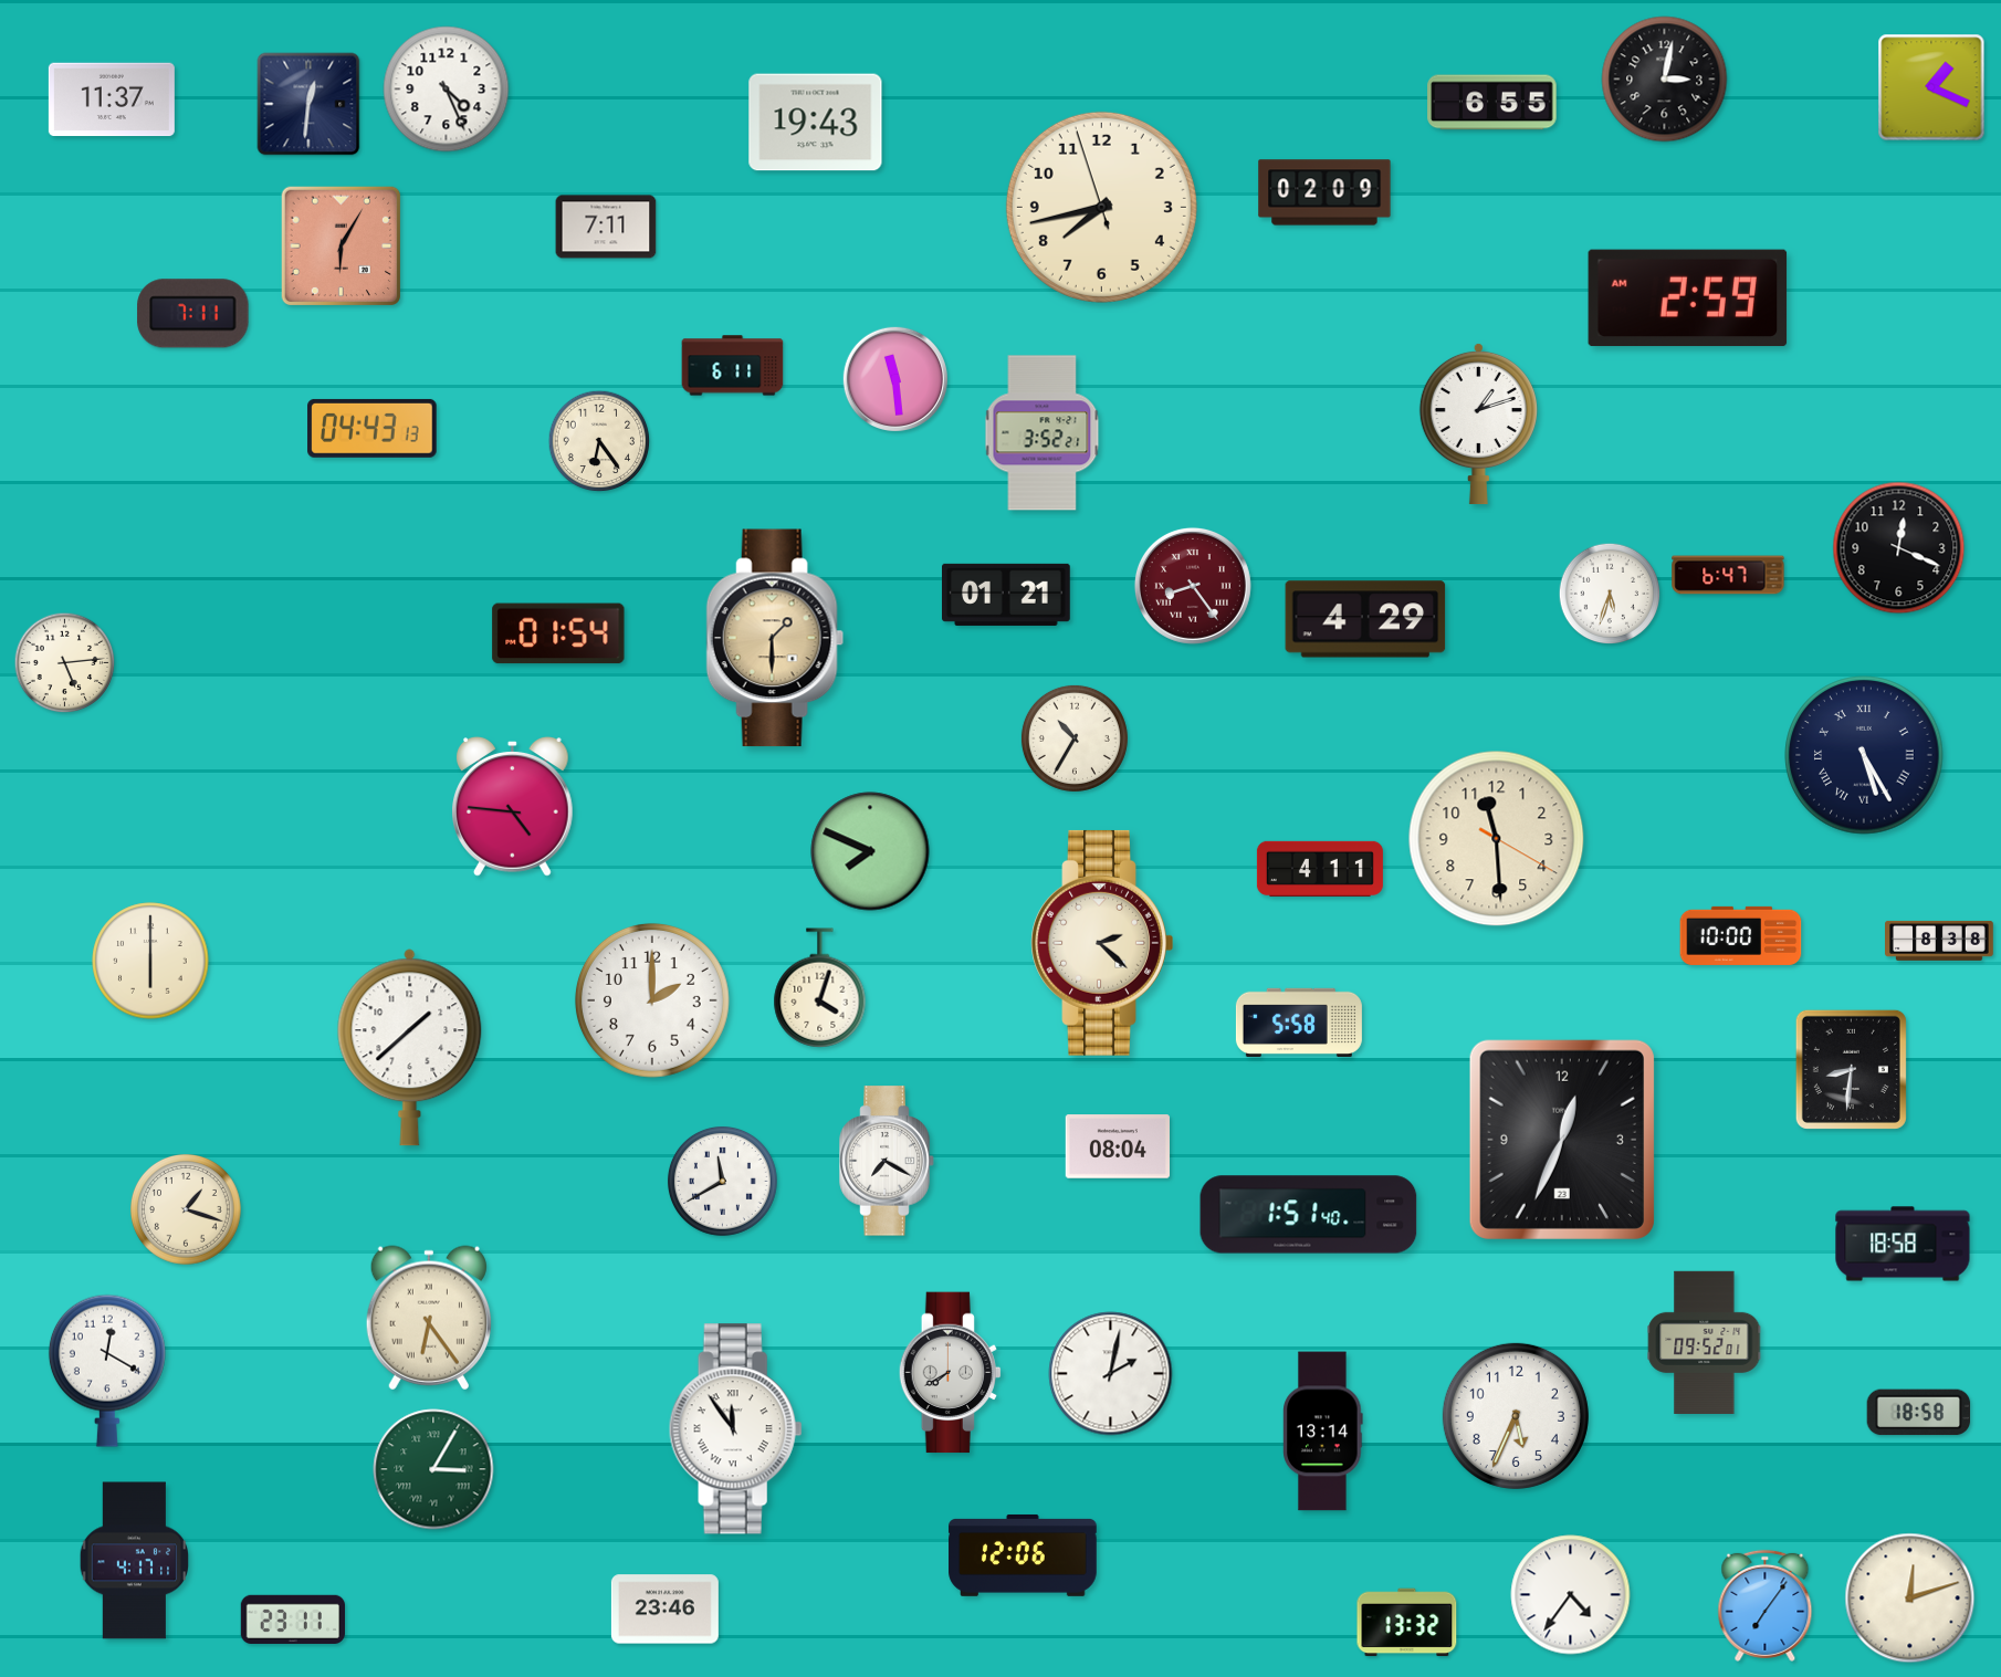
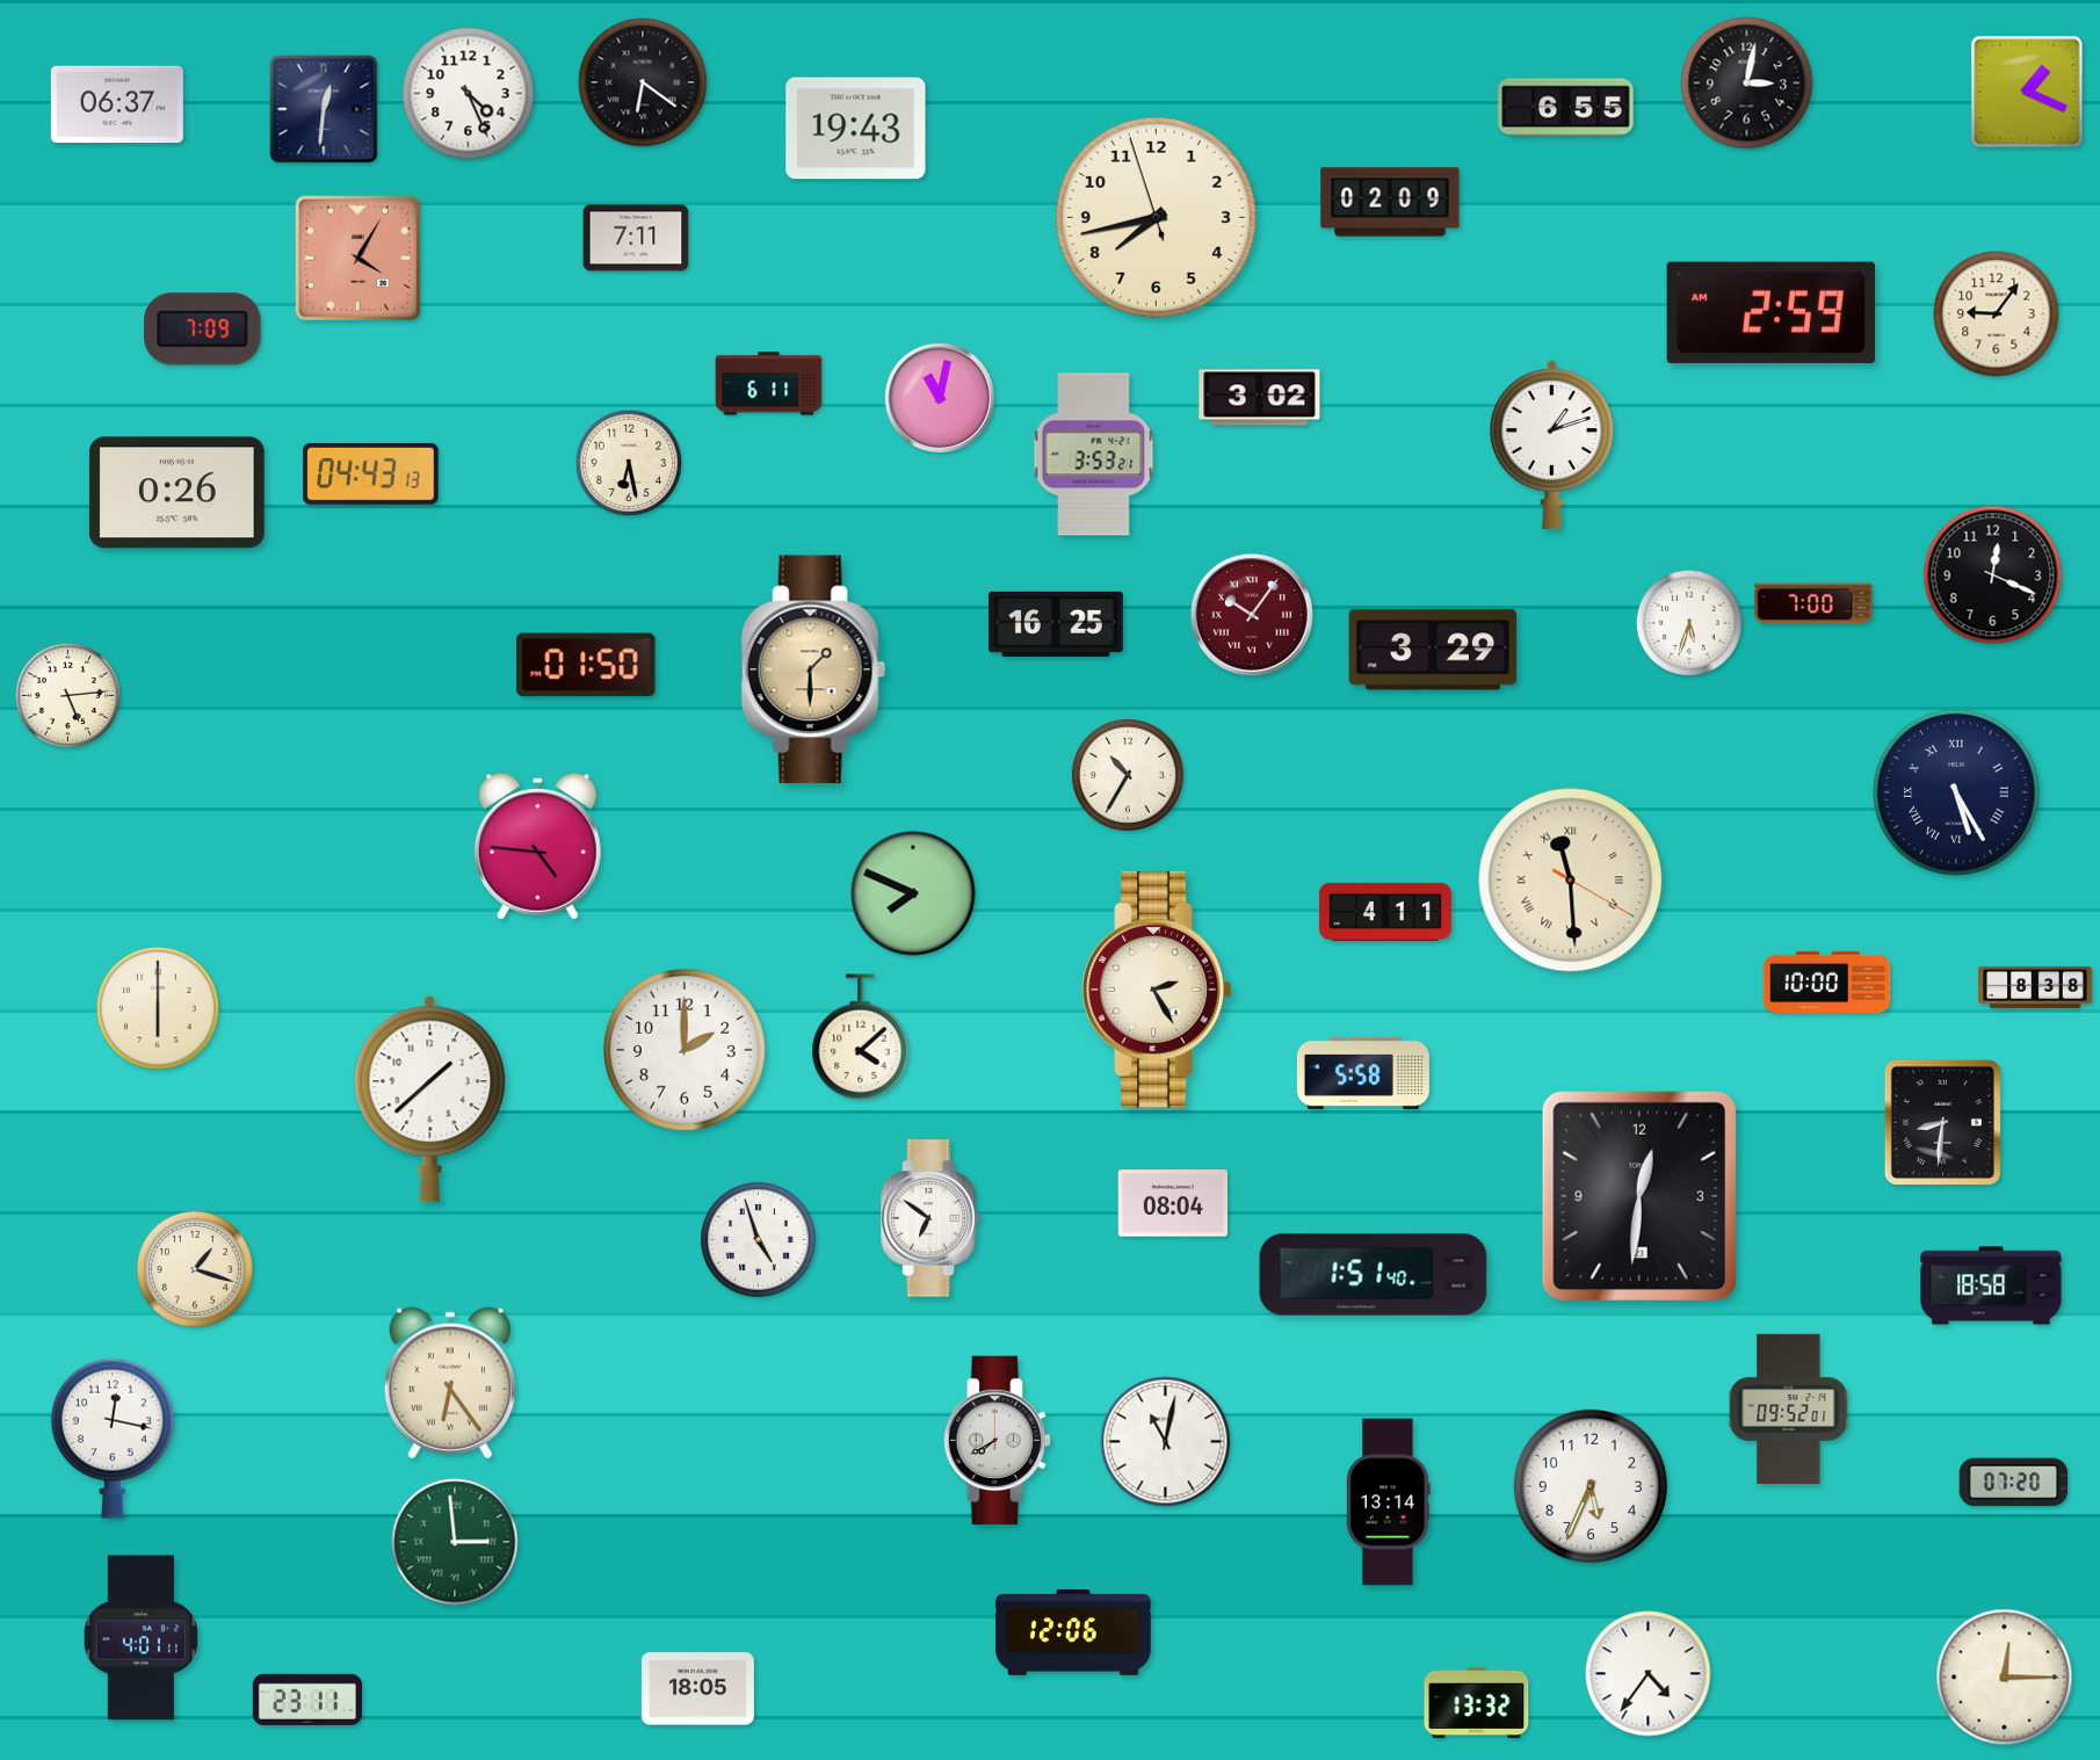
clock at (643, 82): none -> 6:21
clock at (112, 99): 11:37 -> 06:37
clock at (342, 247): 6:05 -> 4:05
clock at (1997, 314): none -> 9:06
clock at (193, 314): 7:11 -> 7:09
clock at (894, 378): 11:29 -> 11:02
clock at (1260, 398): none -> 3:02
clock at (373, 428) position: (373, 428) -> (371, 473)
clock at (1043, 433): 3:52 -> 3:53
clock at (599, 441): 6:24 -> 6:28
clock at (176, 493): none -> 0:26
clock at (1728, 575): 6:47 -> 7:00
clock at (1193, 586): 8:24 -> 10:06
clock at (1007, 595): 01:21 -> 16:25
clock at (1365, 619): 4:29 -> 3:29
clock at (558, 633): 01:54 -> 01:50
clock at (1497, 839) numerals: Arabic -> Roman
clock at (1102, 943): 2:22 -> 2:25
clock at (820, 988): 4:03 -> 4:08
clock at (1562, 1140): 12:34 -> 12:31
clock at (887, 1161): 7:20 -> 6:51
clock at (722, 1181): 11:40 -> 4:57
clock at (1903, 1244) position: (1903, 1244) -> (1991, 1285)
clock at (107, 1371): 12:20 -> 12:17
clock at (1111, 1374): 2:02 -> 11:02
clock at (1919, 1413): 18:58 -> 07:20
clock at (735, 1429): 11:54 -> none
clock at (433, 1469): 3:05 -> 2:59
clock at (135, 1561): 4:17 -> 4:01
clock at (1910, 1599): 12:12 -> 12:15
clock at (1766, 1605): 7:06 -> none
clock at (664, 1610): 23:46 -> 18:05
